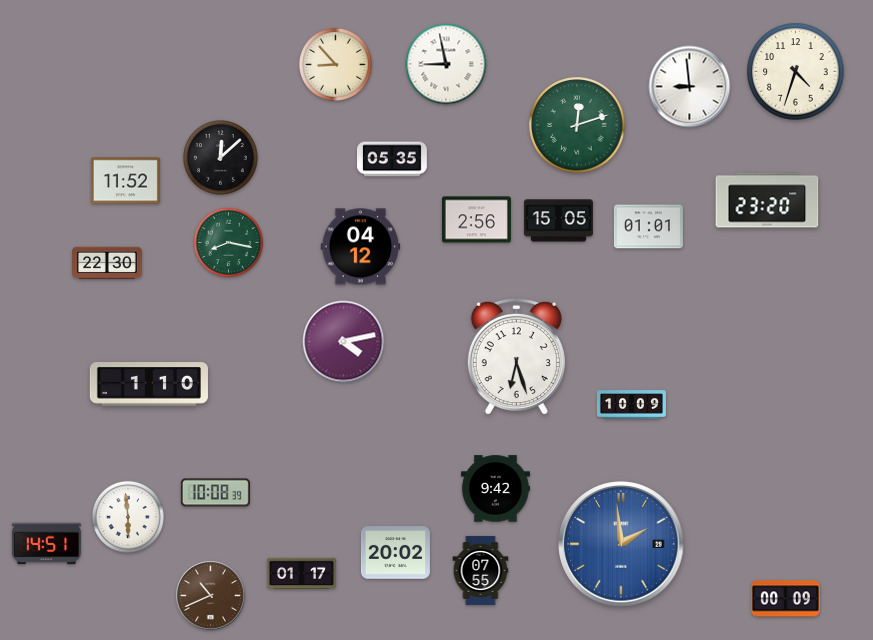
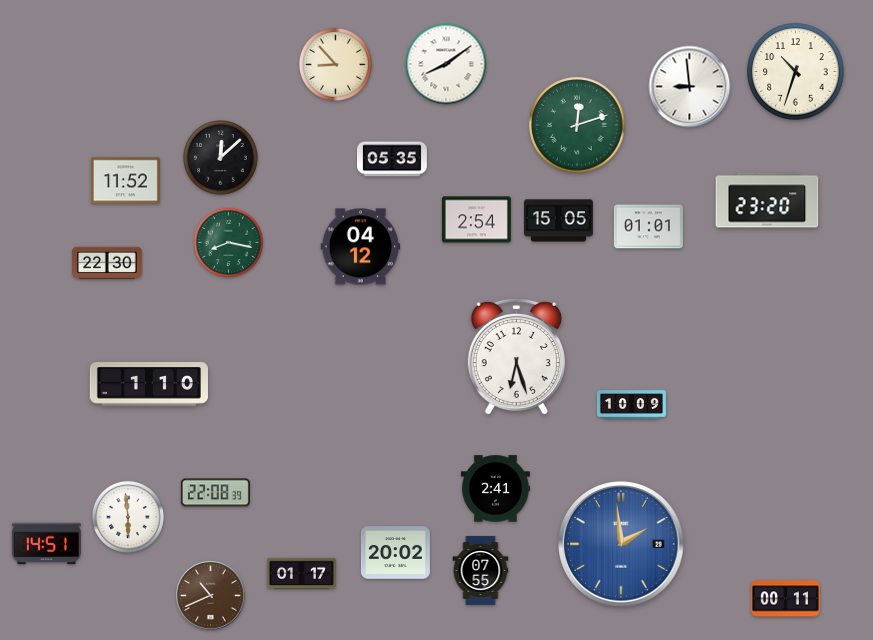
clock at (446, 64): 8:58 -> 8:09
clock at (796, 72): 4:33 -> 10:33
clock at (476, 220): 2:56 -> 2:54
clock at (344, 342): 4:13 -> none
clock at (495, 489): 9:42 -> 2:41
clock at (215, 493): 10:08 -> 22:08
clock at (785, 599): 00:09 -> 00:11
